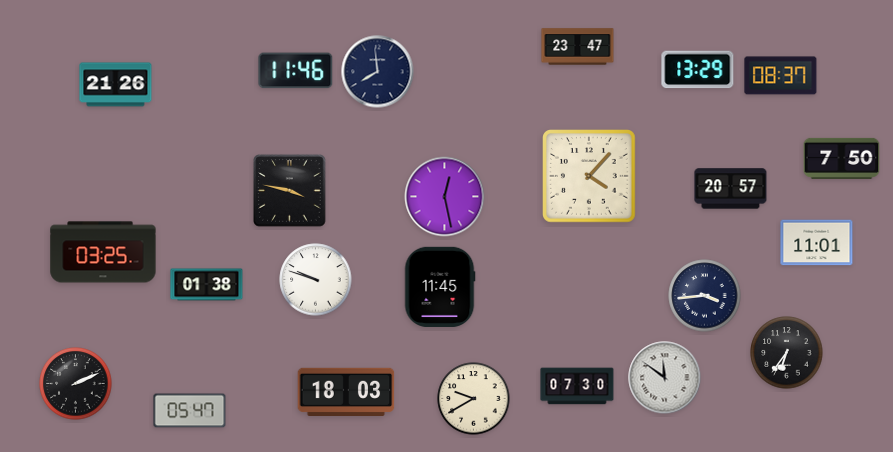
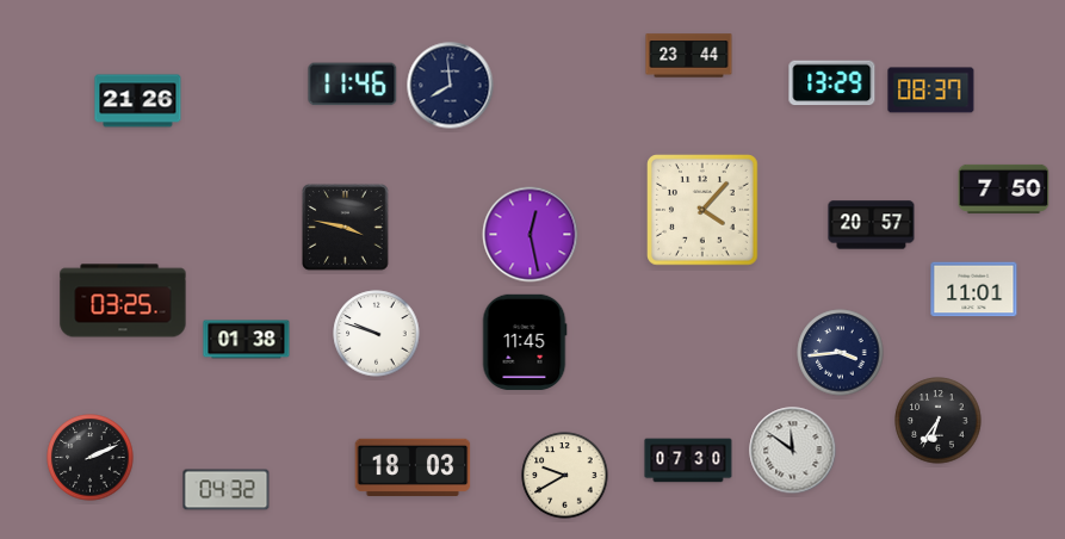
clock at (578, 47): 23:47 -> 23:44
clock at (190, 411): 05:47 -> 04:32
